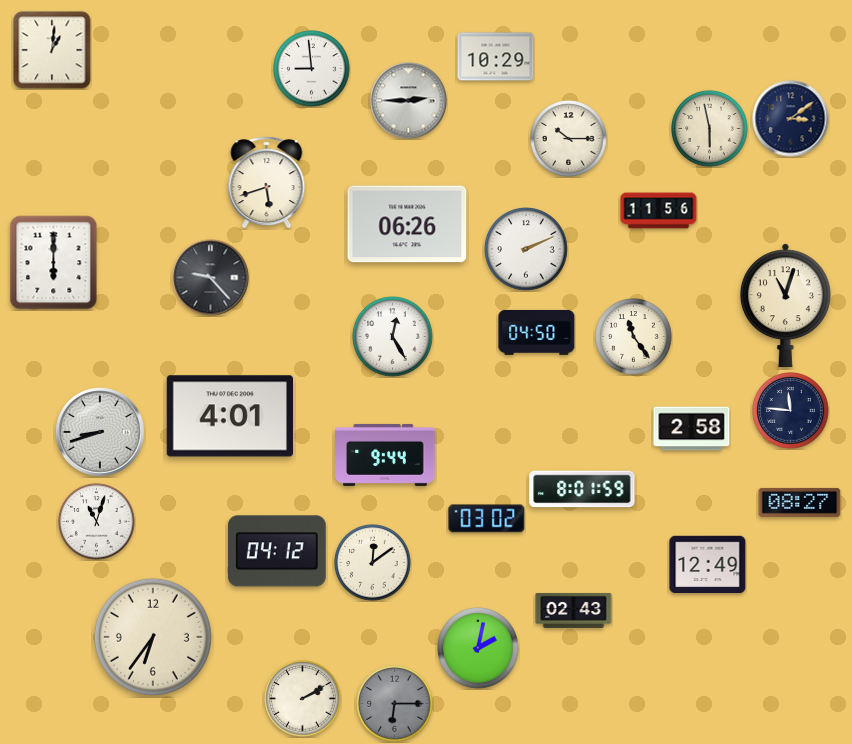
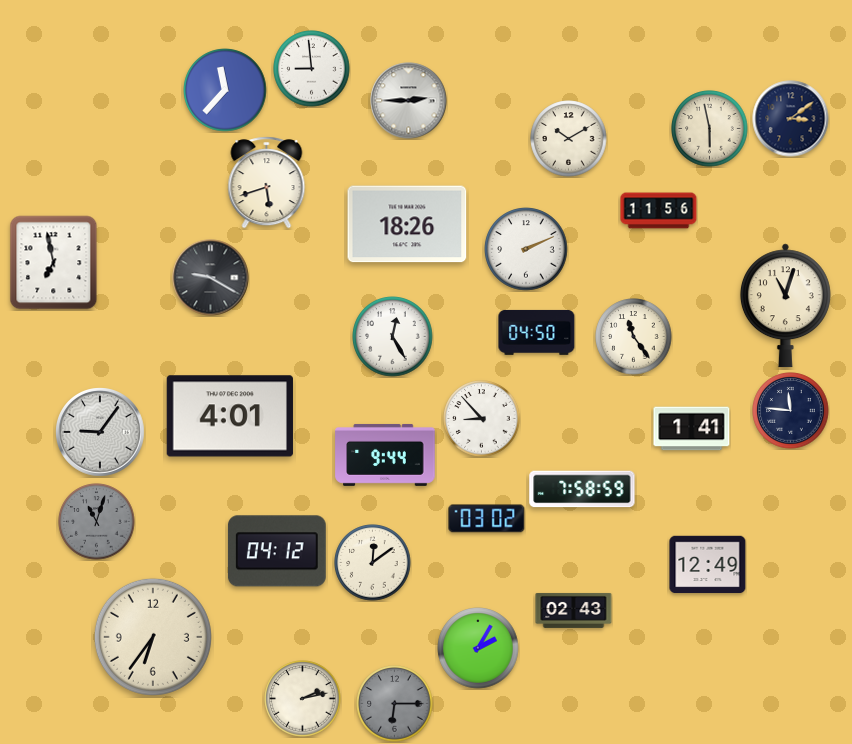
clock at (52, 50): 1:01 -> none
clock at (496, 57): 10:29 -> none
clock at (225, 90): none -> 11:37
clock at (569, 139): 10:15 -> 10:10
clock at (407, 224): 06:26 -> 18:26
clock at (54, 263): 6:00 -> 6:58
clock at (211, 278): 9:23 -> 9:20
clock at (482, 419): none -> 8:53
clock at (692, 429): 2:58 -> 1:41
clock at (100, 432): 8:42 -> 9:06
clock at (582, 489): 8:01 -> 7:58
clock at (800, 502): 08:27 -> none
clock at (97, 522) dial: white -> grey
clock at (478, 648): 2:02 -> 2:05
clock at (303, 699): 2:10 -> 2:13
